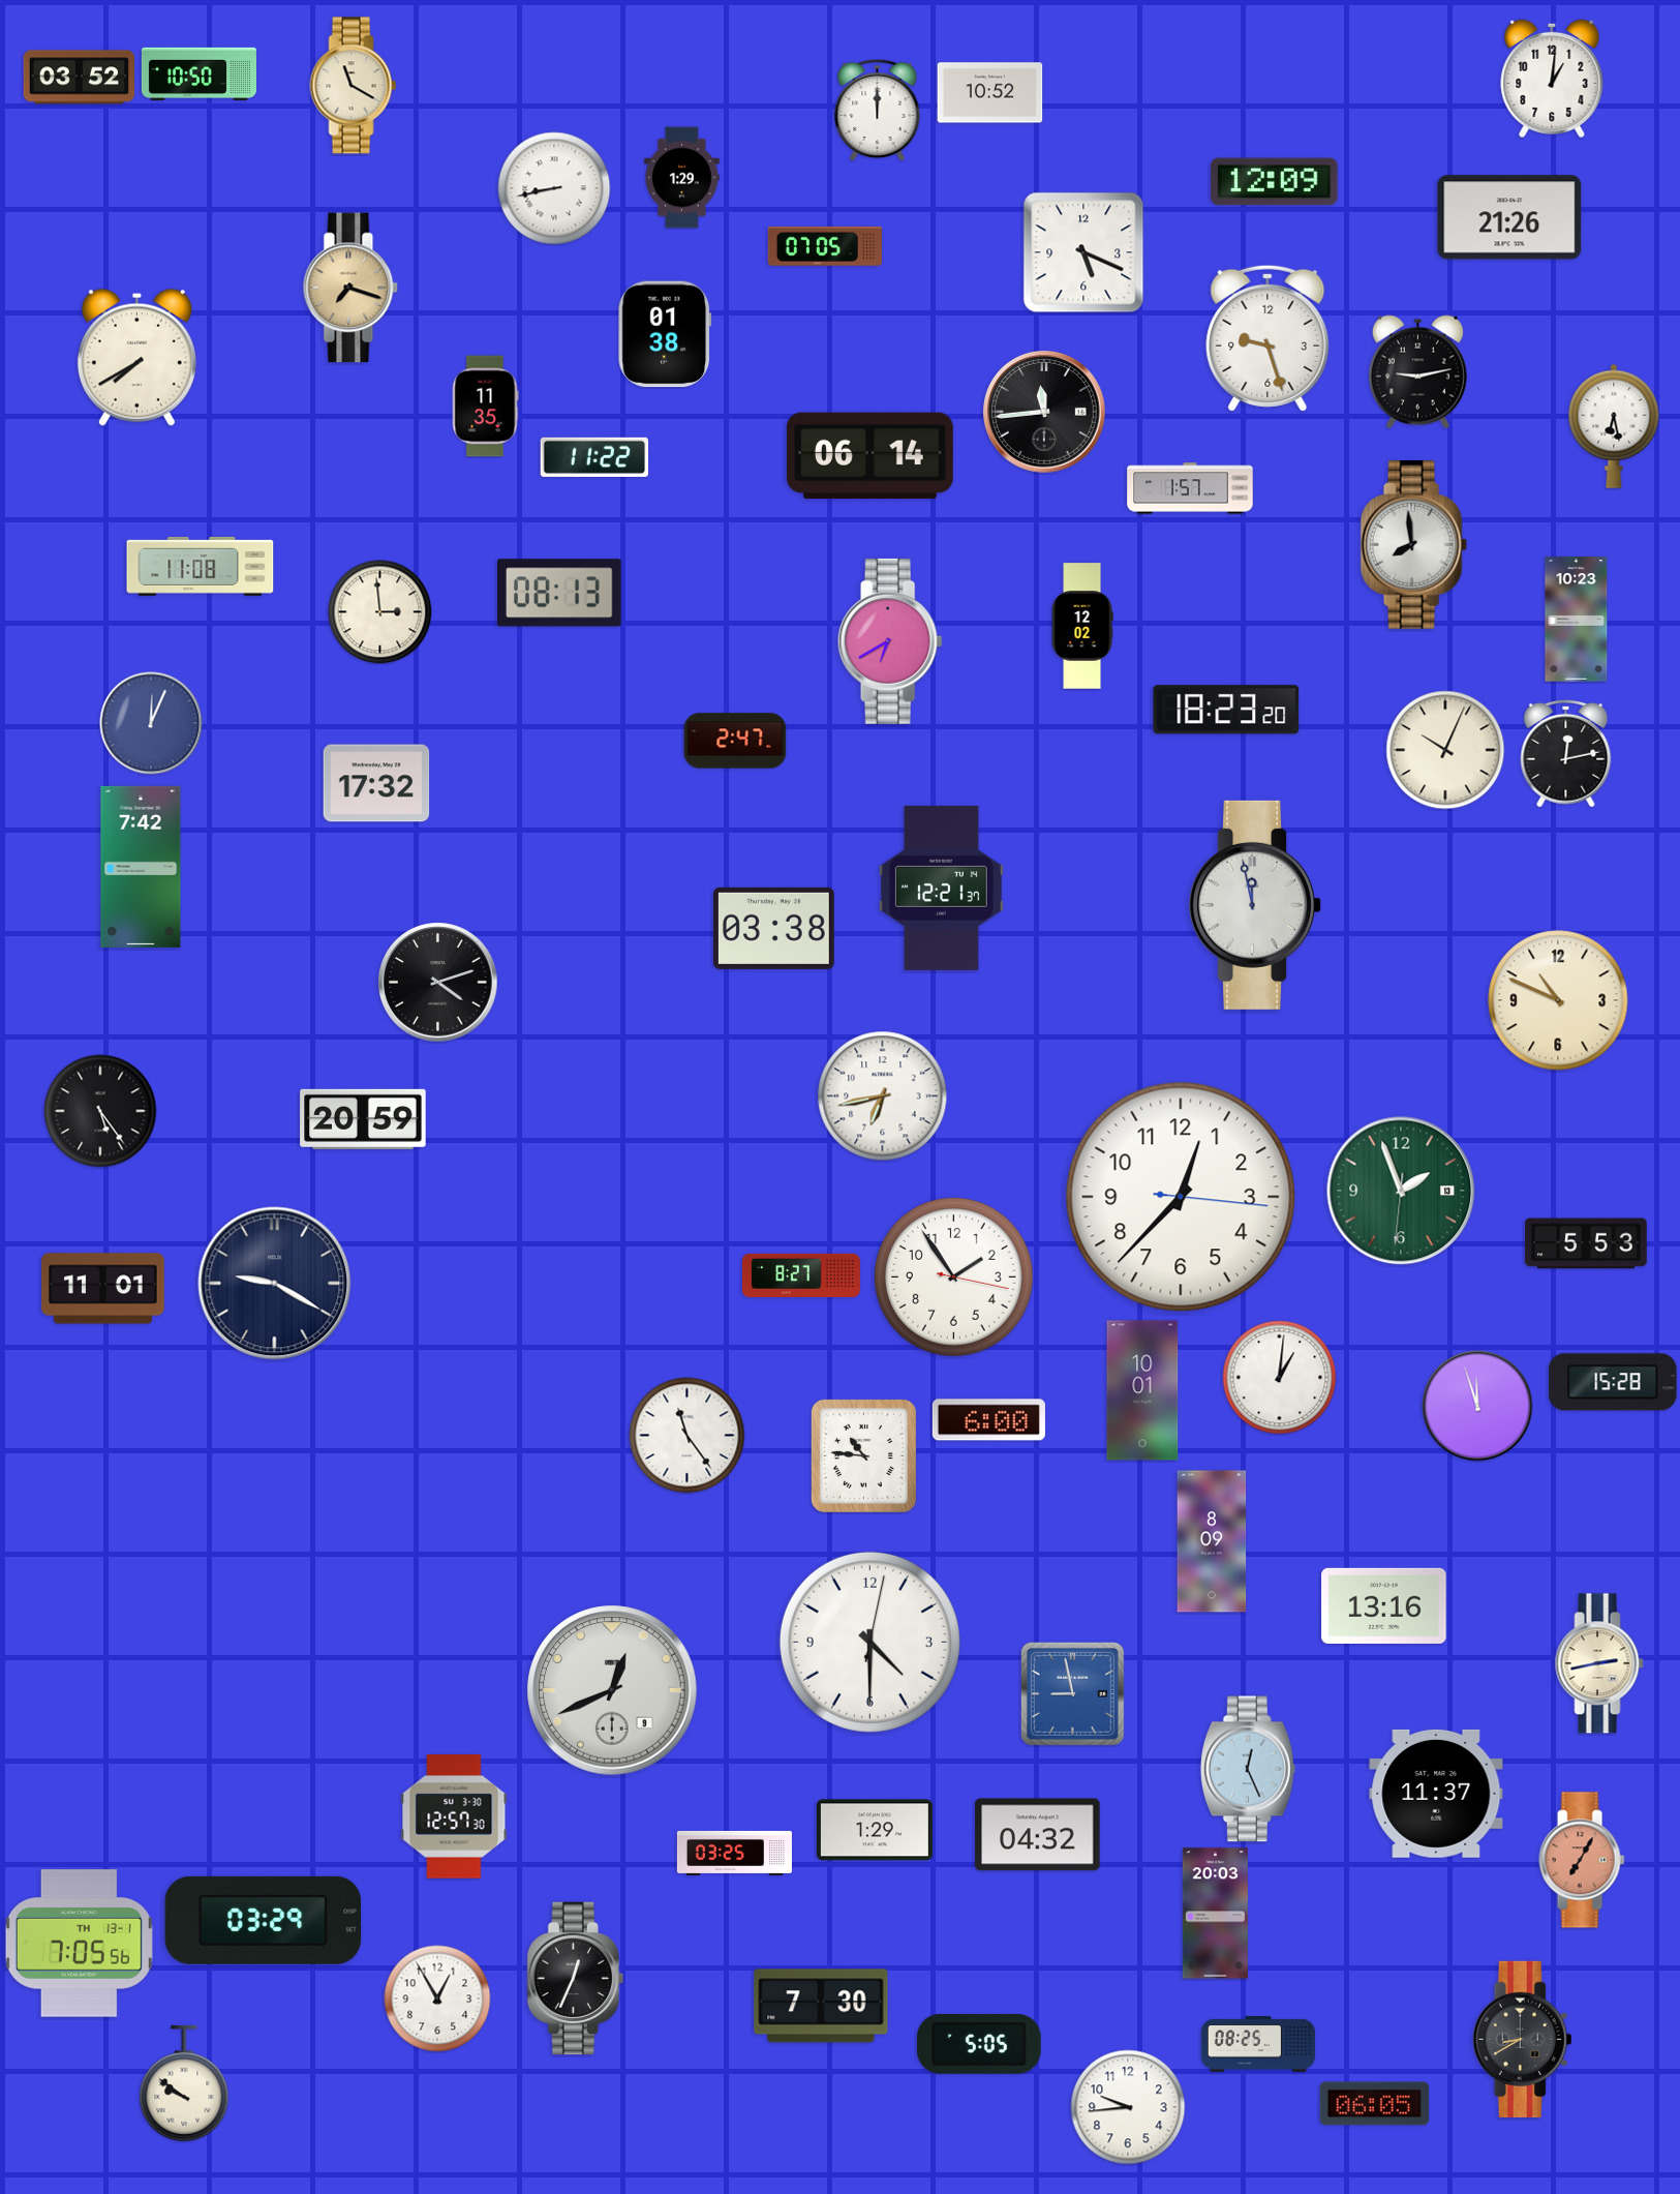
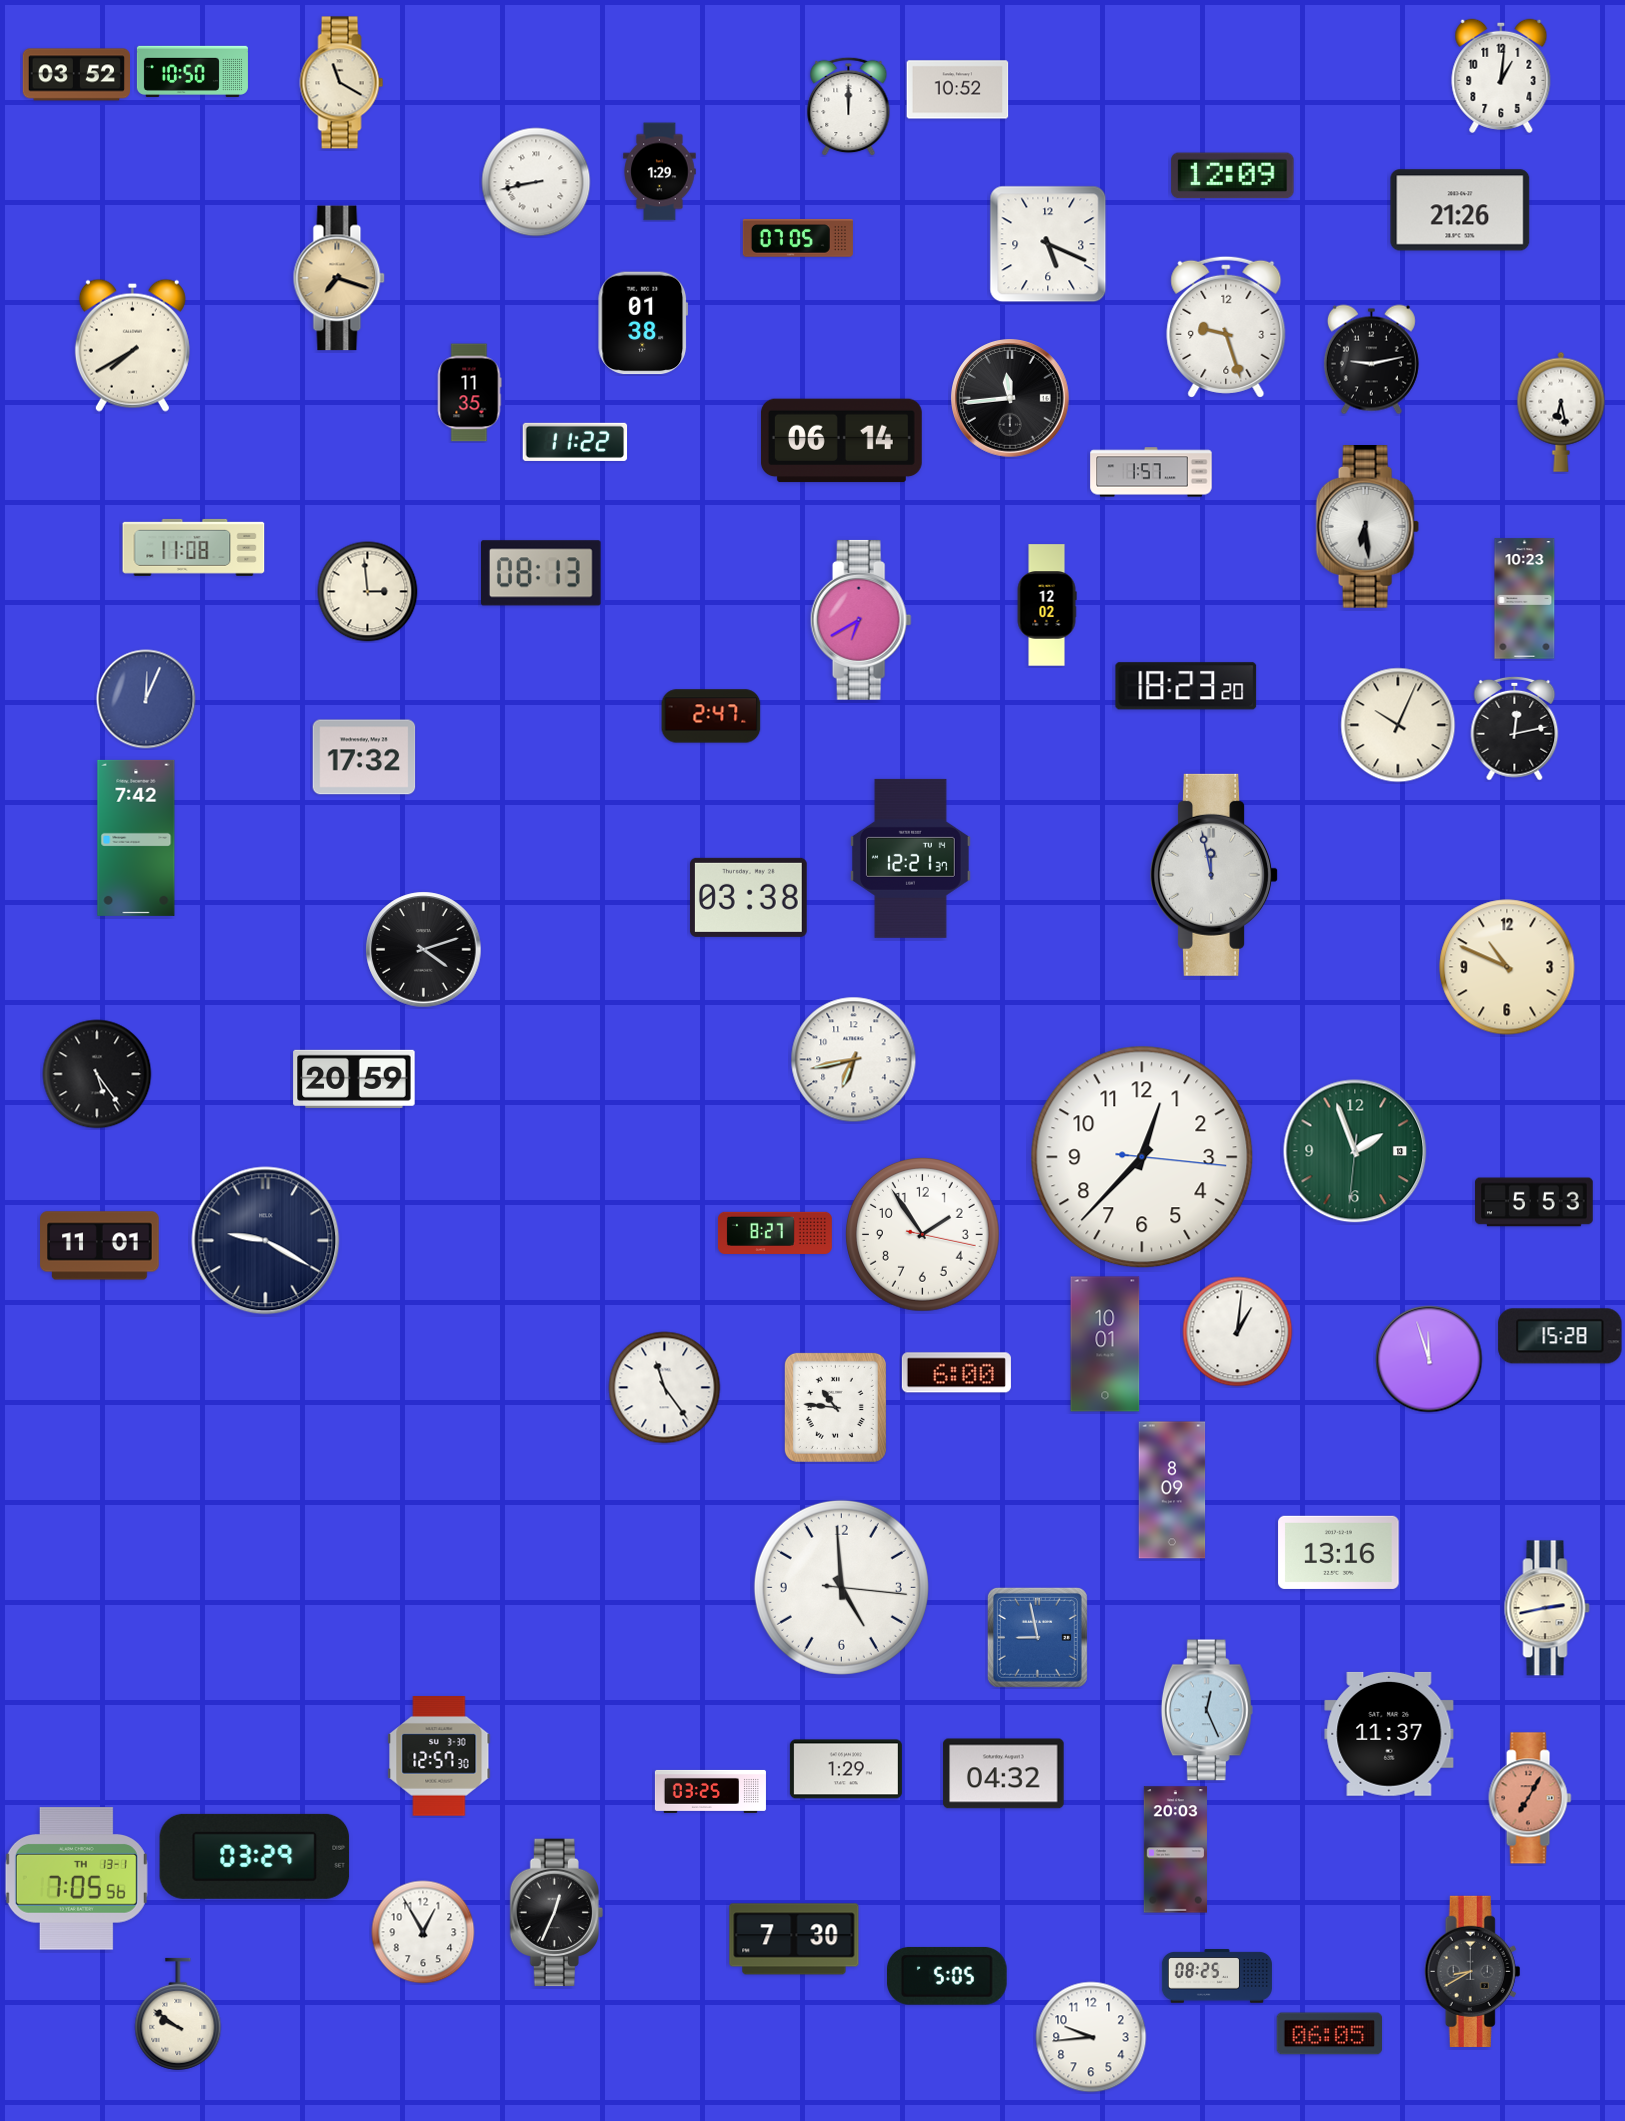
clock at (1413, 545): 7:59 -> 6:29
clock at (363, 1119) position: (363, 1119) -> (354, 1079)
clock at (869, 1642): 4:30 -> 4:59
clock at (612, 1690): 12:41 -> none
